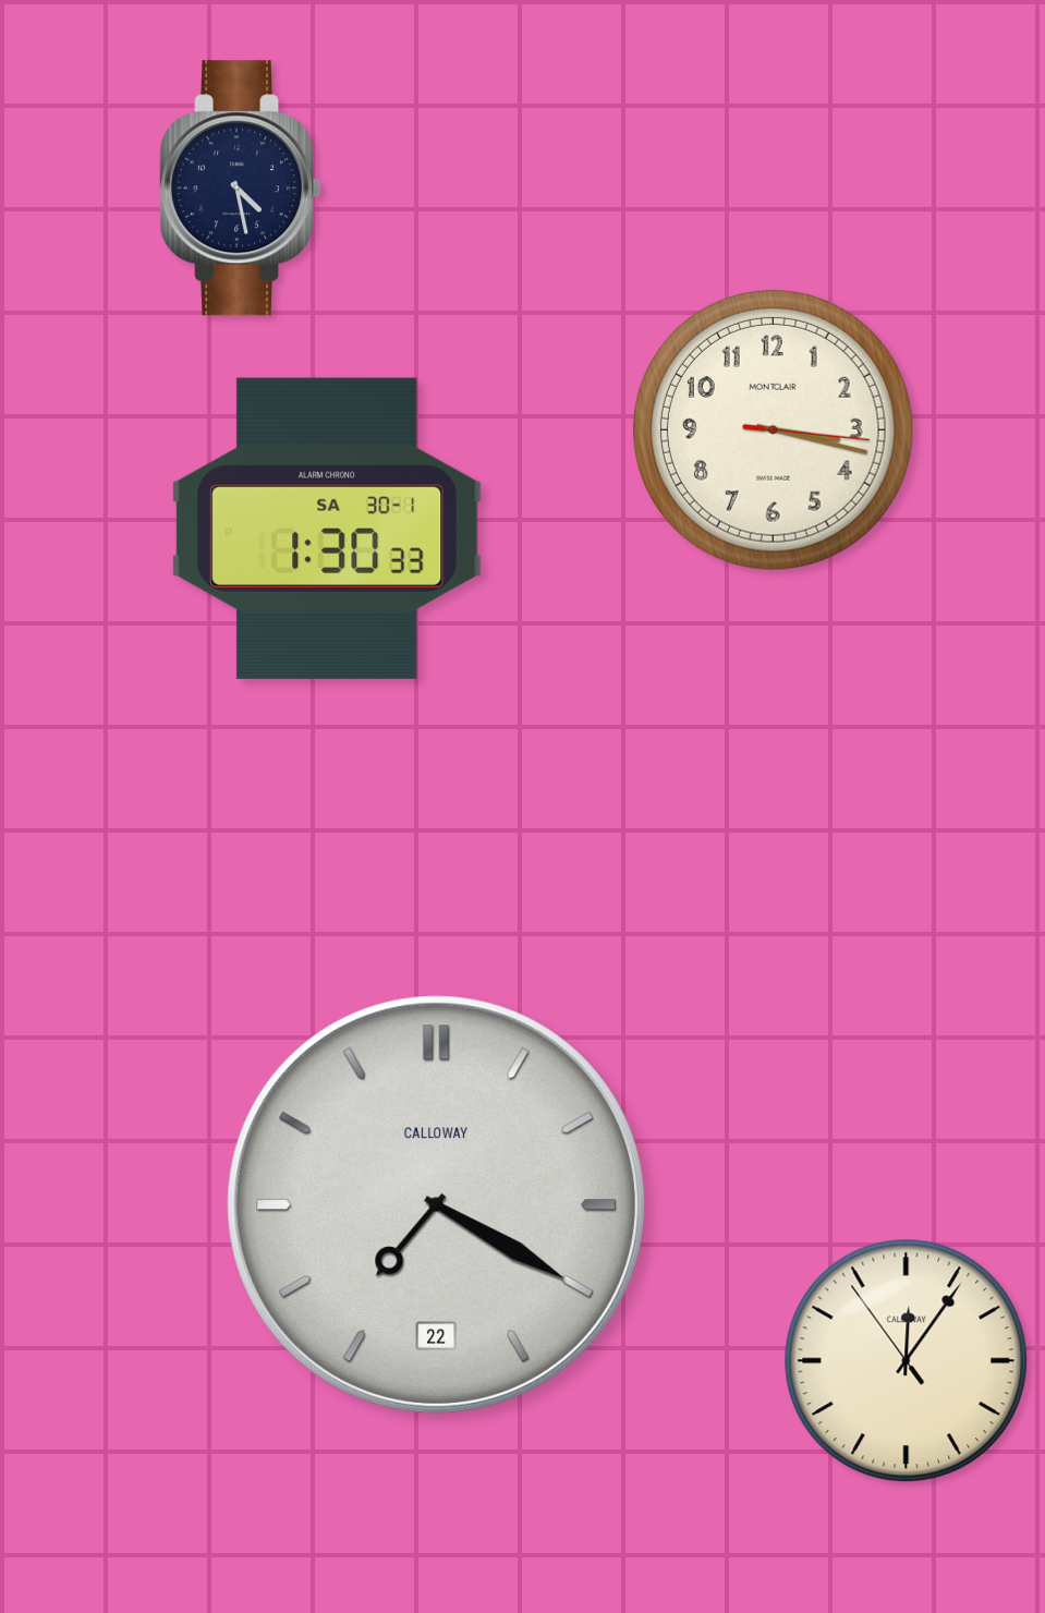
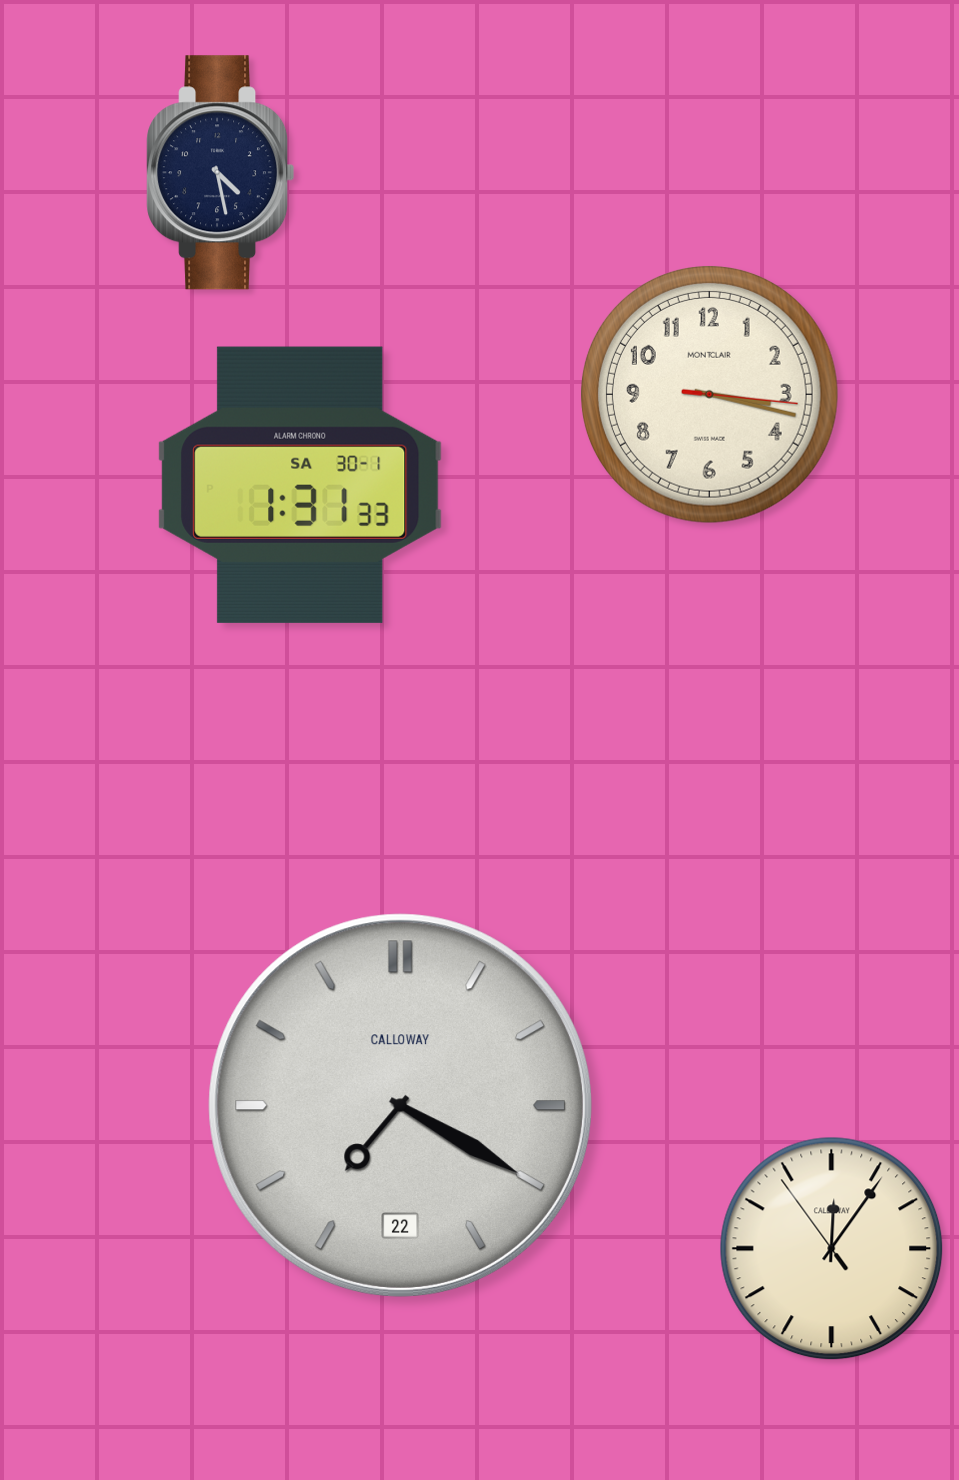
clock at (327, 529): 1:30 -> 1:31
